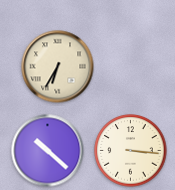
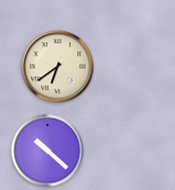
clock at (58, 67): 6:35 -> 6:39
clock at (131, 151): 3:16 -> none
